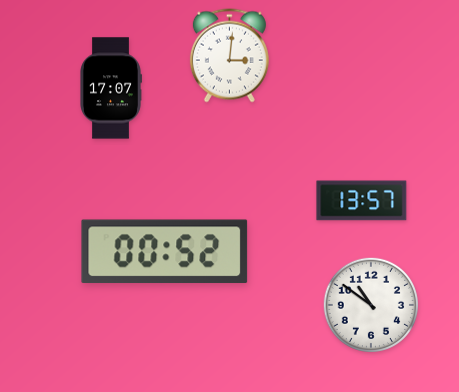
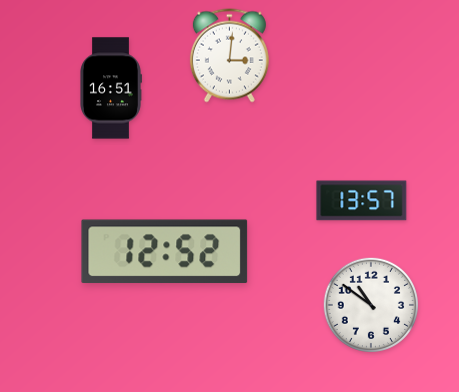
clock at (111, 88): 17:07 -> 16:51
clock at (165, 251): 00:52 -> 12:52
